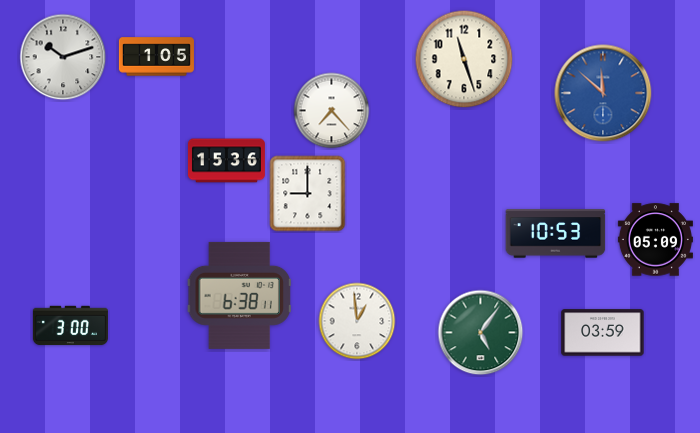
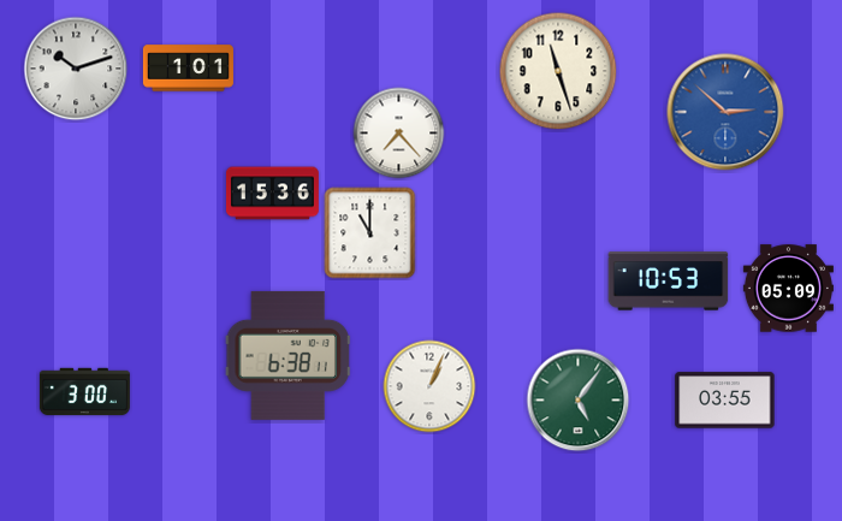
clock at (156, 57): 1:05 -> 1:01
clock at (603, 93): 11:52 -> 2:52
clock at (308, 194): 9:00 -> 11:00
clock at (357, 321): 12:59 -> 1:04
clock at (603, 333): 03:59 -> 03:55
